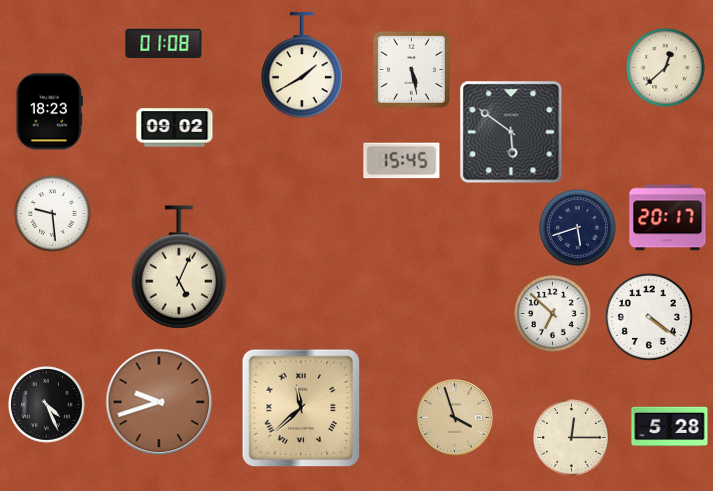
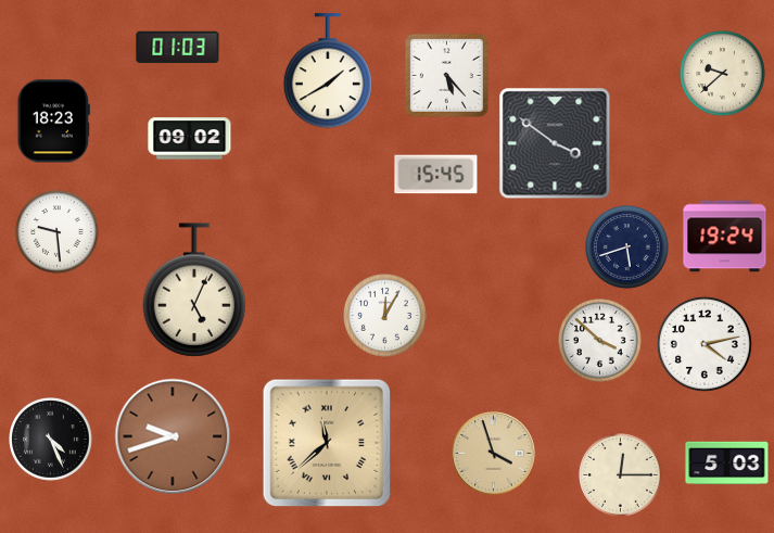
clock at (164, 43): 01:08 -> 01:03
clock at (666, 68): 12:38 -> 9:38
clock at (411, 69): 5:28 -> 5:23
clock at (511, 132): 5:51 -> 3:51
clock at (668, 218): 20:17 -> 19:24
clock at (385, 316): none -> 12:05
clock at (553, 314): 6:52 -> 3:52
clock at (649, 317): 4:21 -> 4:13
clock at (670, 427): 5:28 -> 5:03
